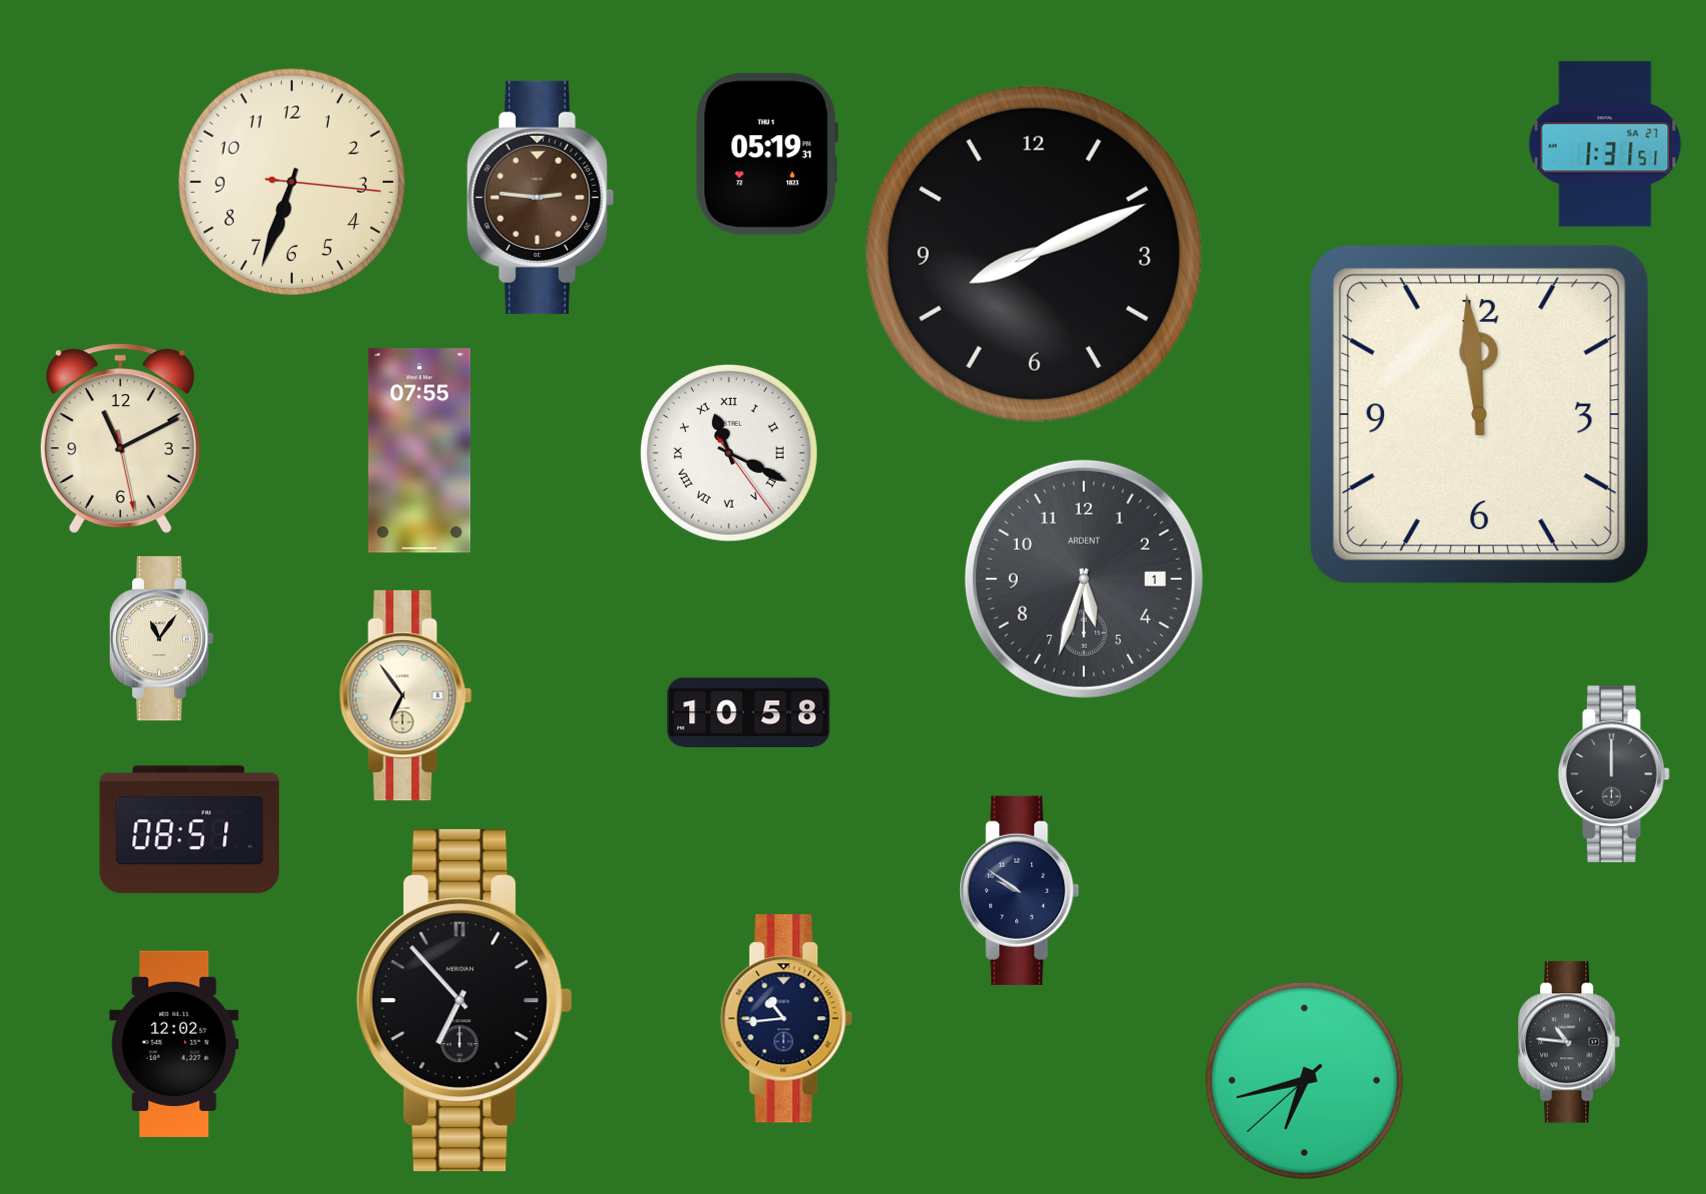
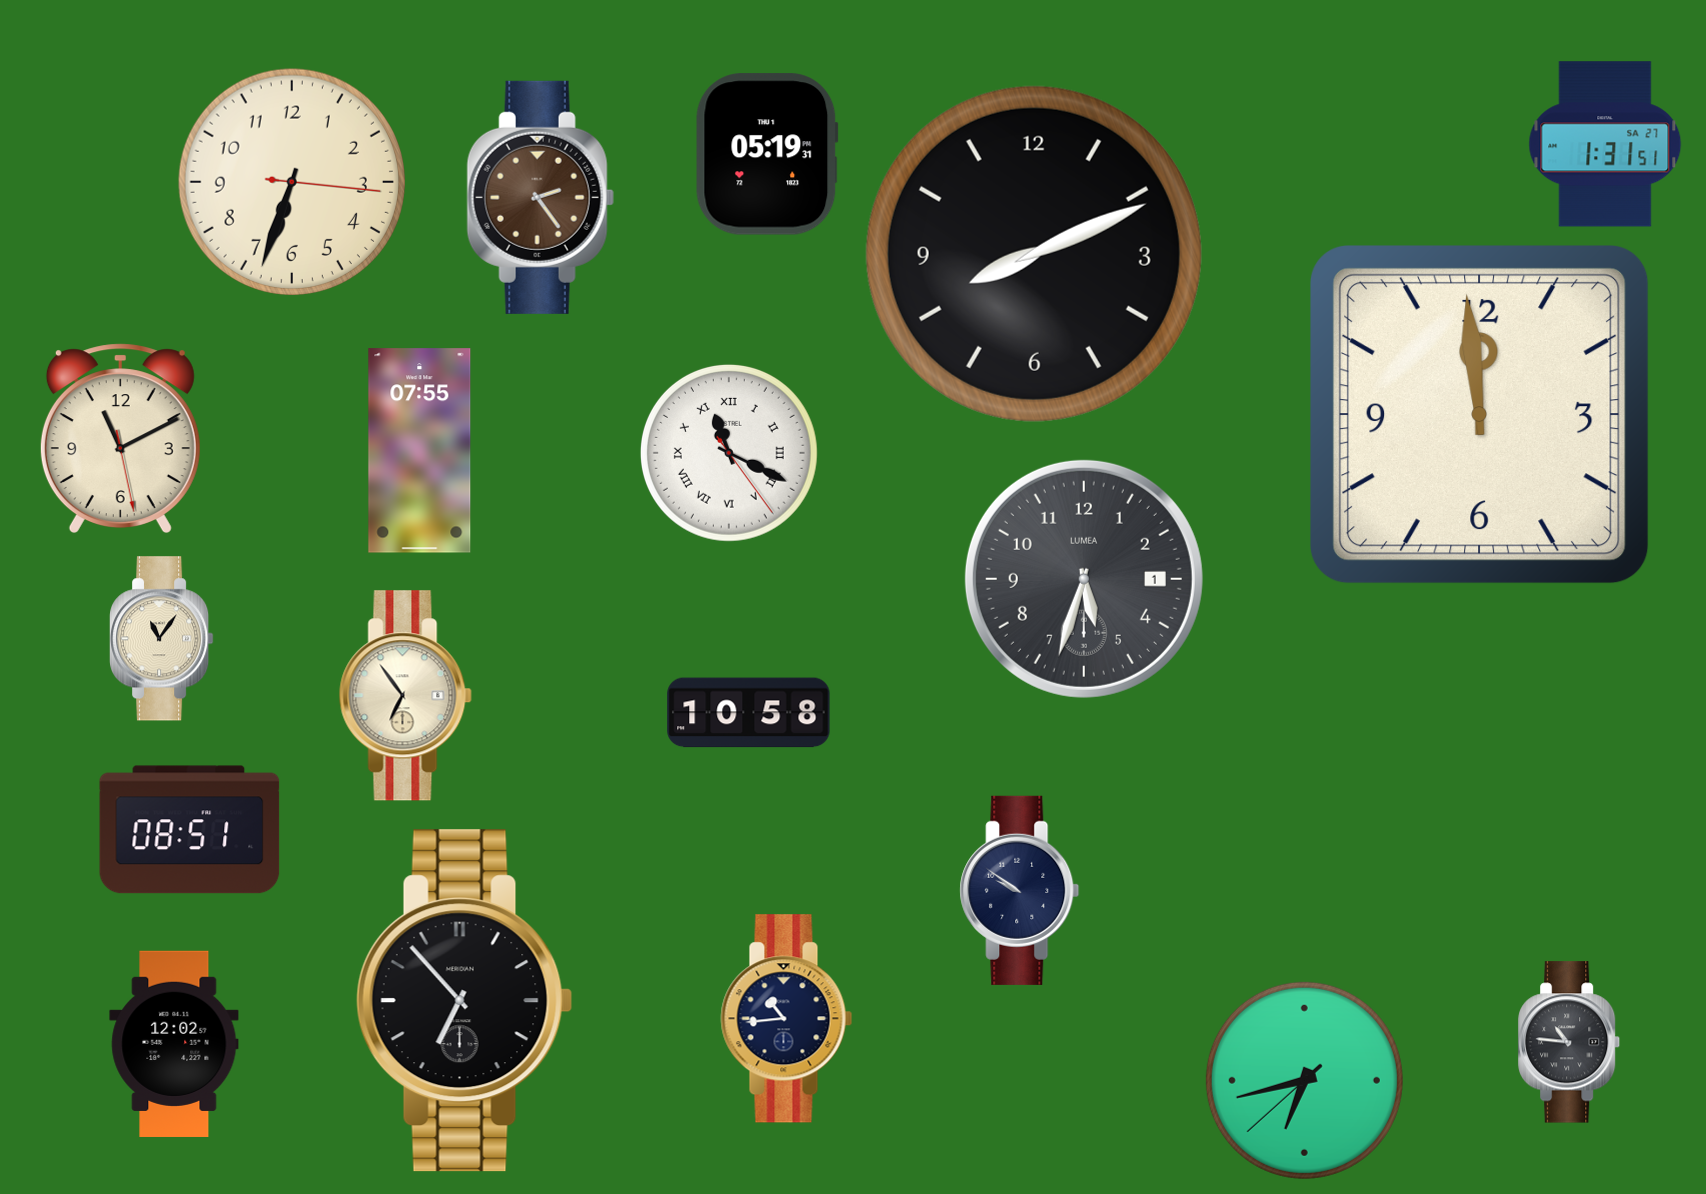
clock at (540, 197): 2:46 -> 2:24
clock at (1084, 579) brand: ARDENT -> LUMEA
clock at (1615, 774): 12:00 -> none
